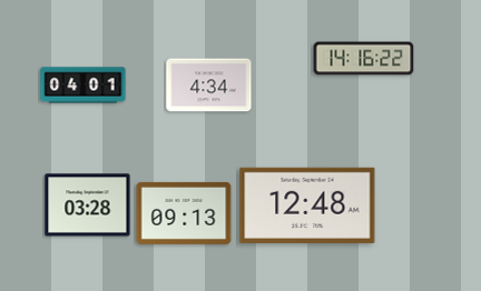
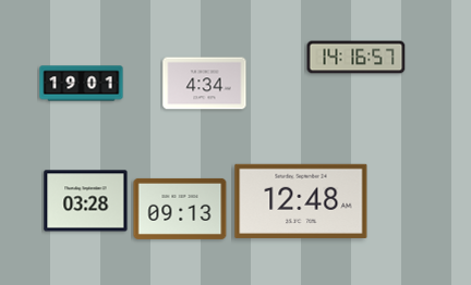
clock at (364, 59): 14:16:22 -> 14:16:57
clock at (84, 86): 04:01 -> 19:01
